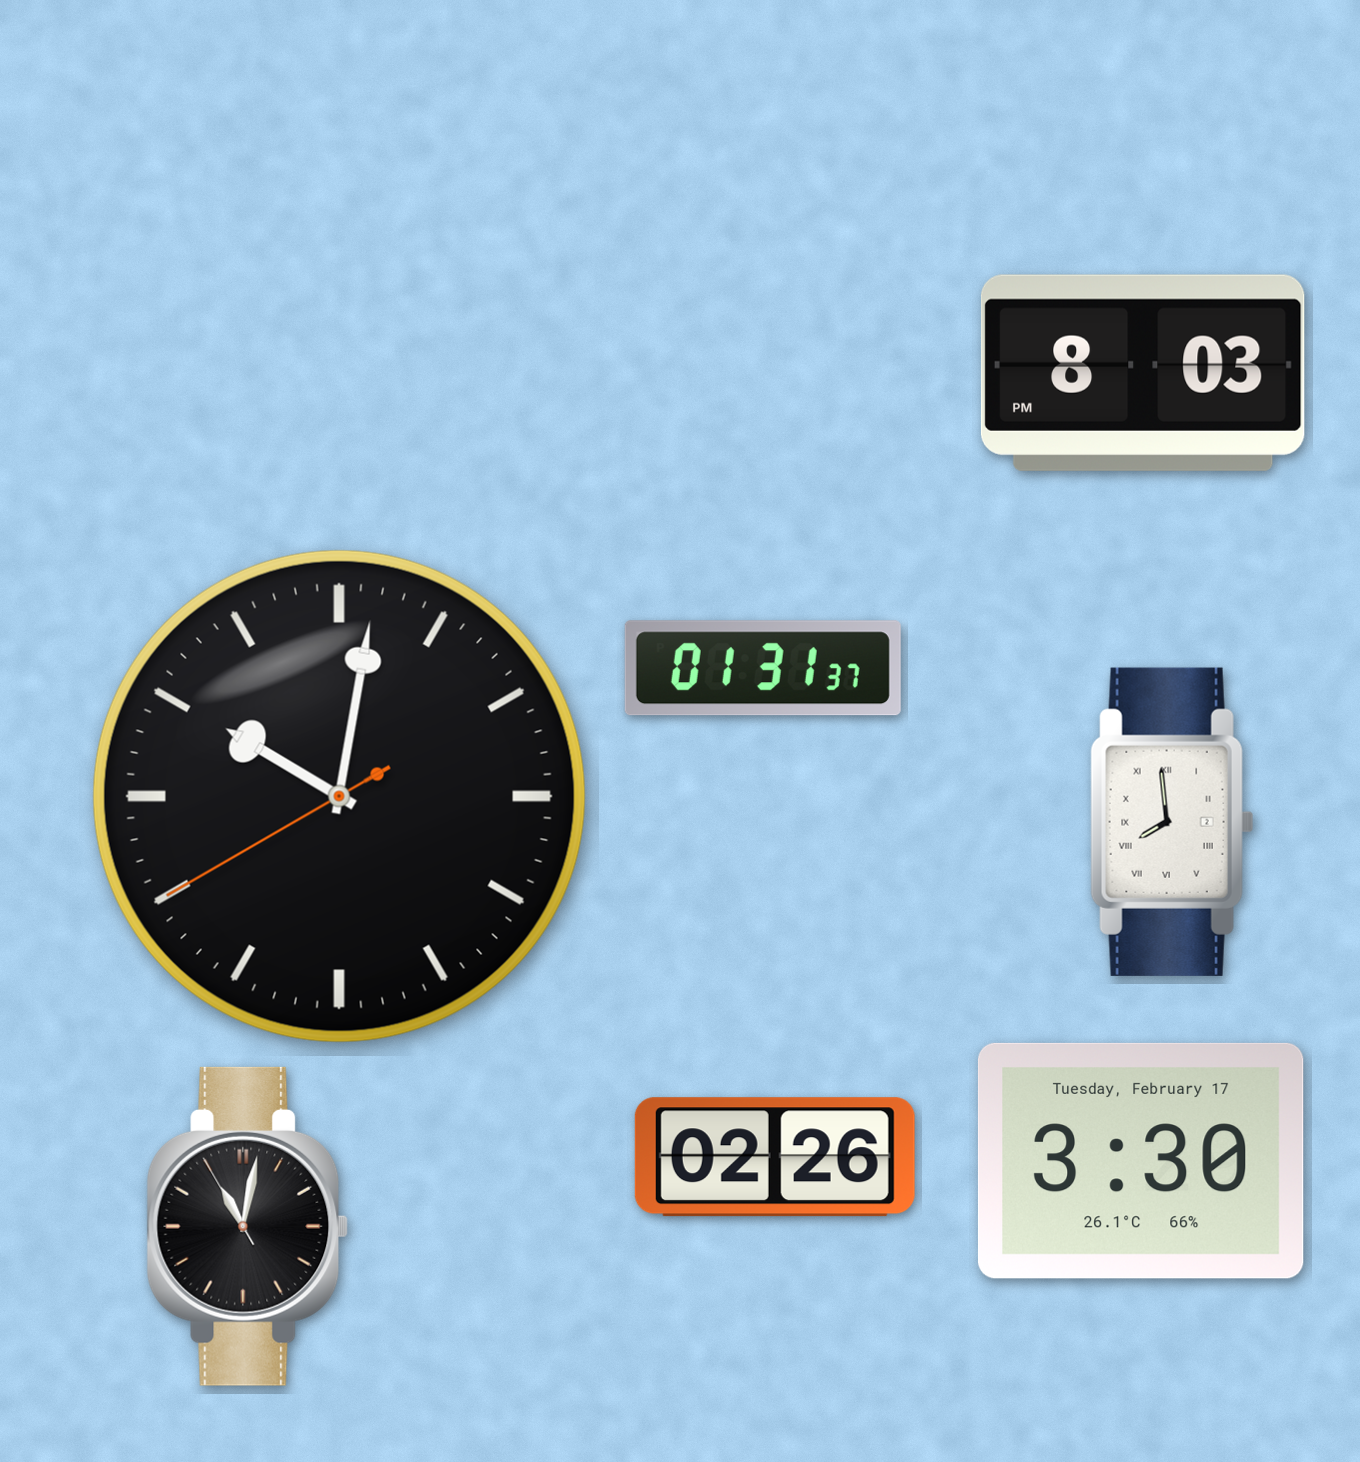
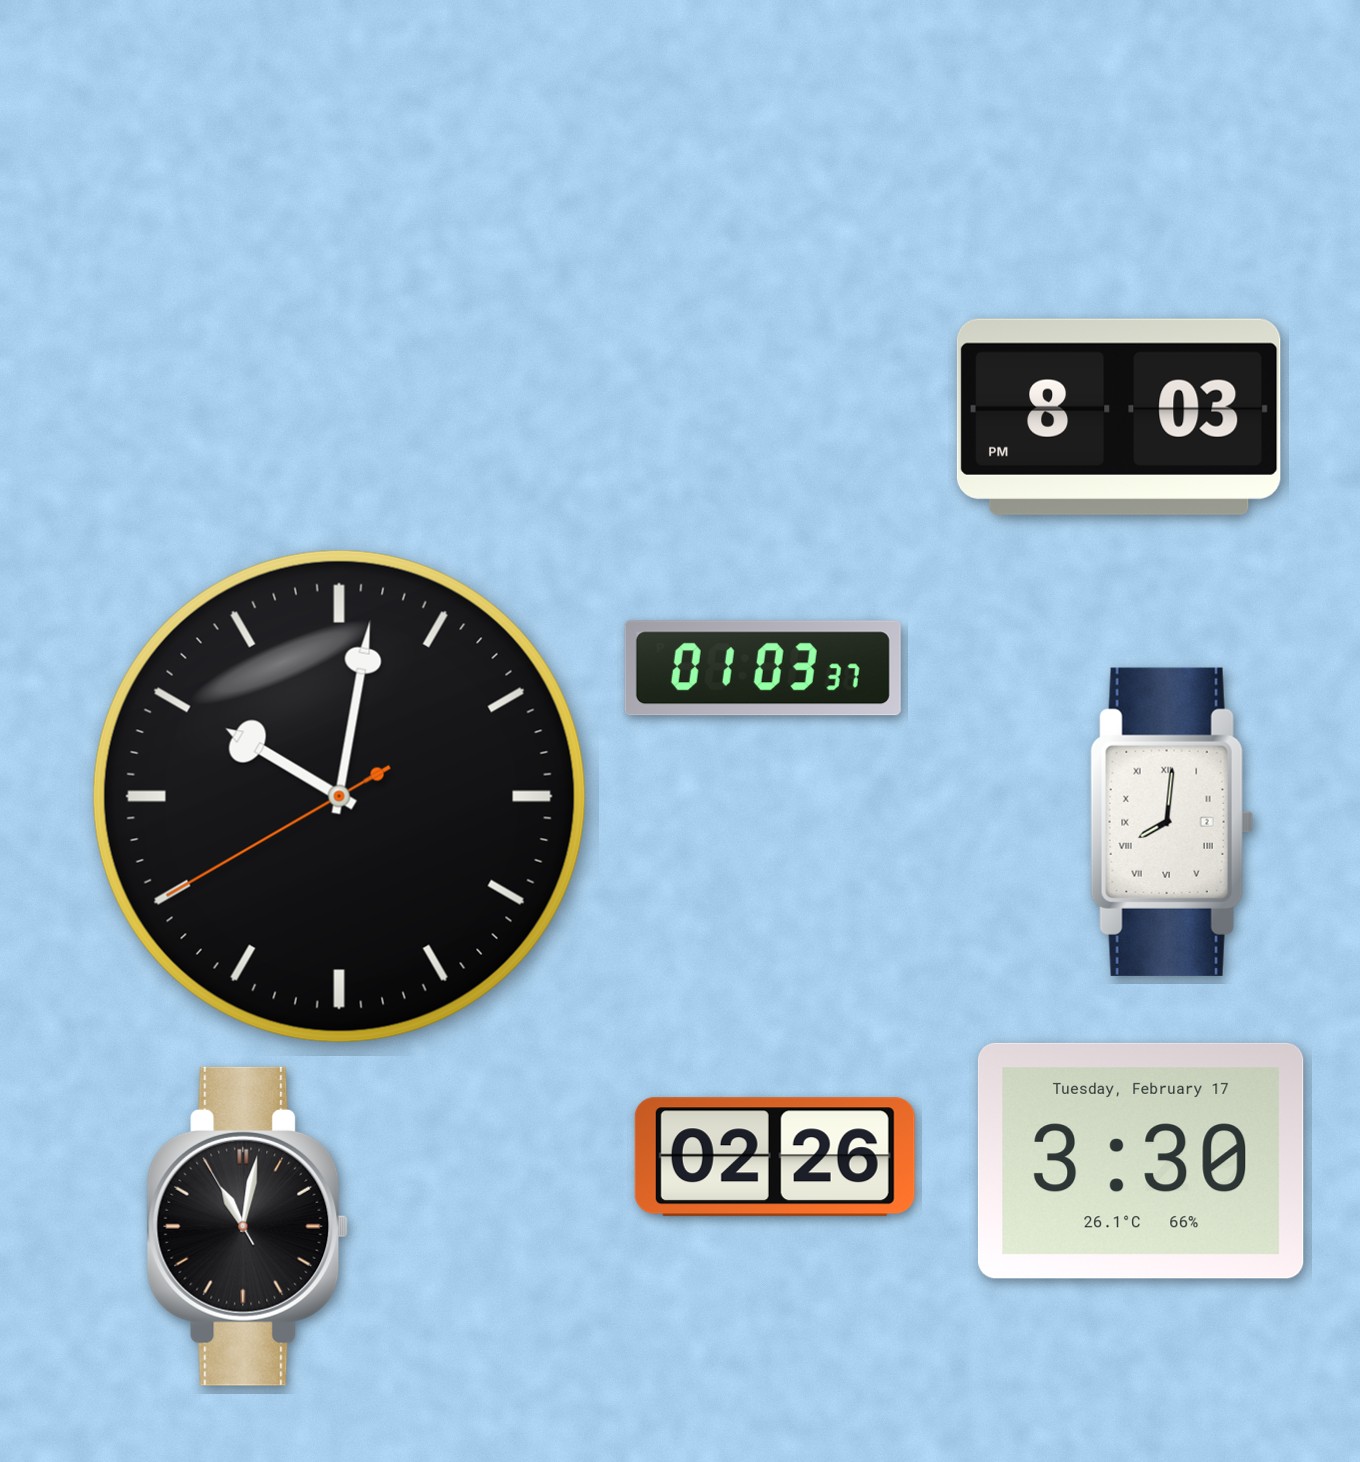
clock at (1143, 373) position: (1143, 373) -> (1119, 417)
clock at (763, 668): 01:31 -> 01:03
clock at (1172, 822): 7:59 -> 8:01
